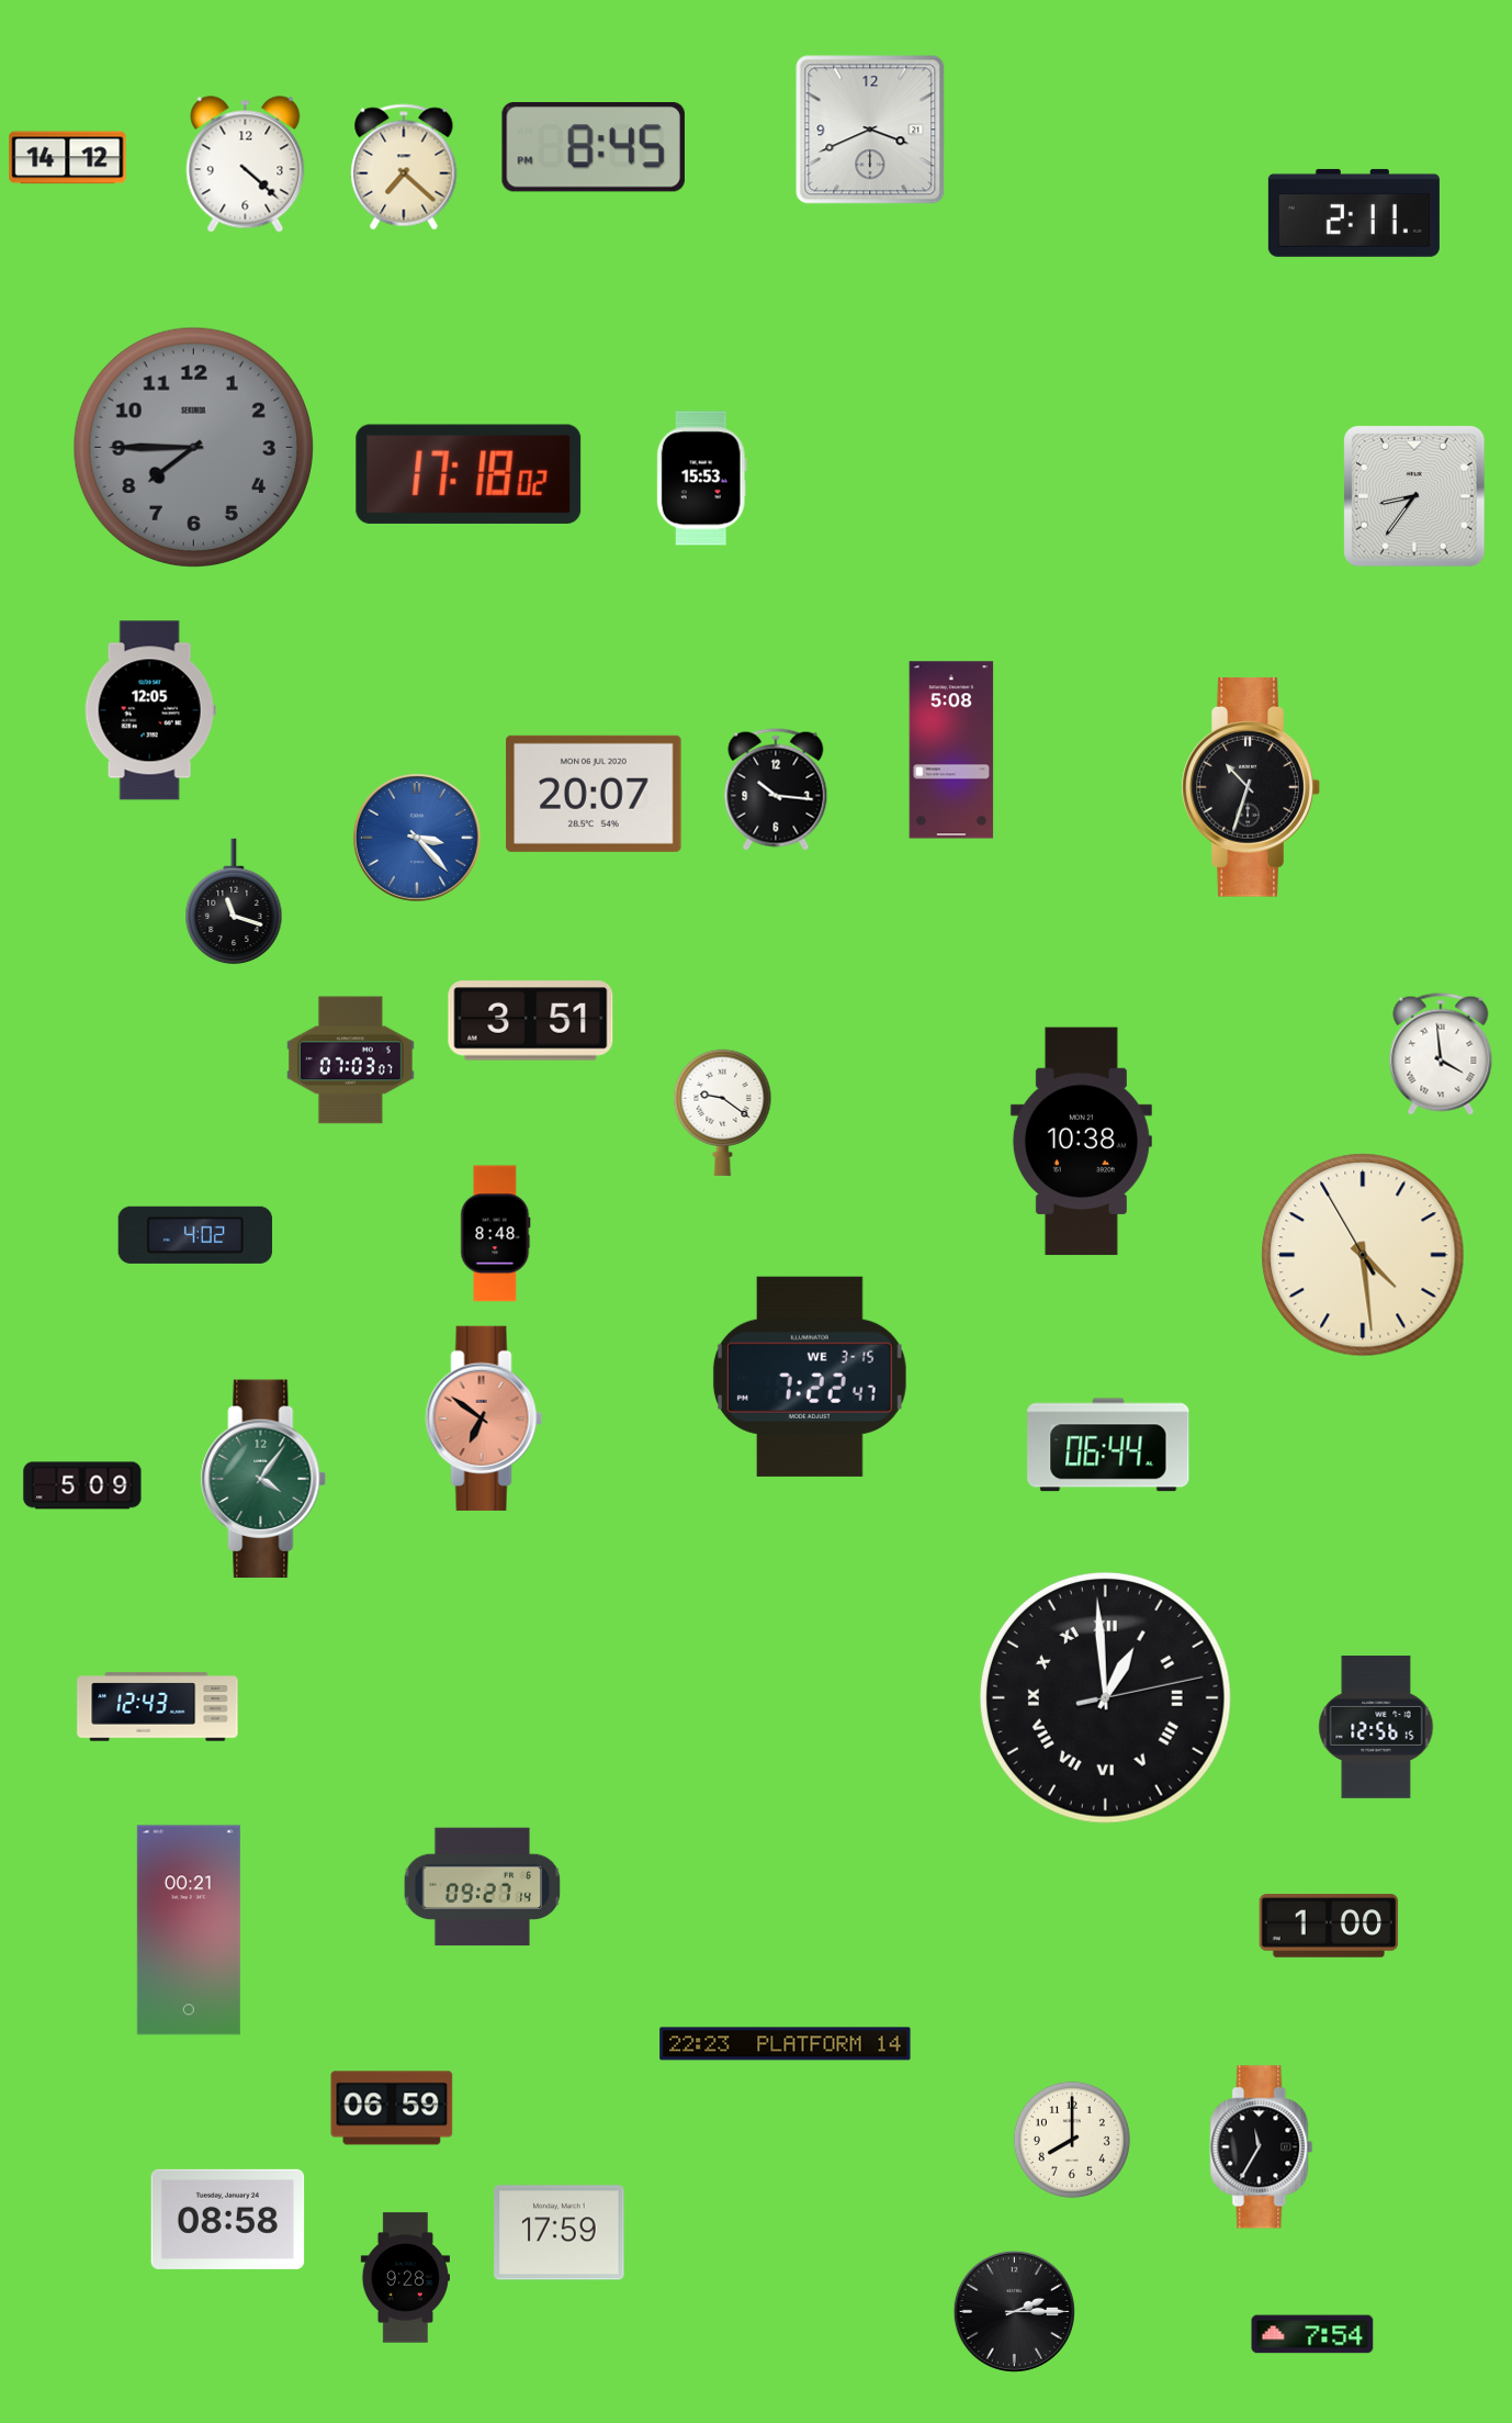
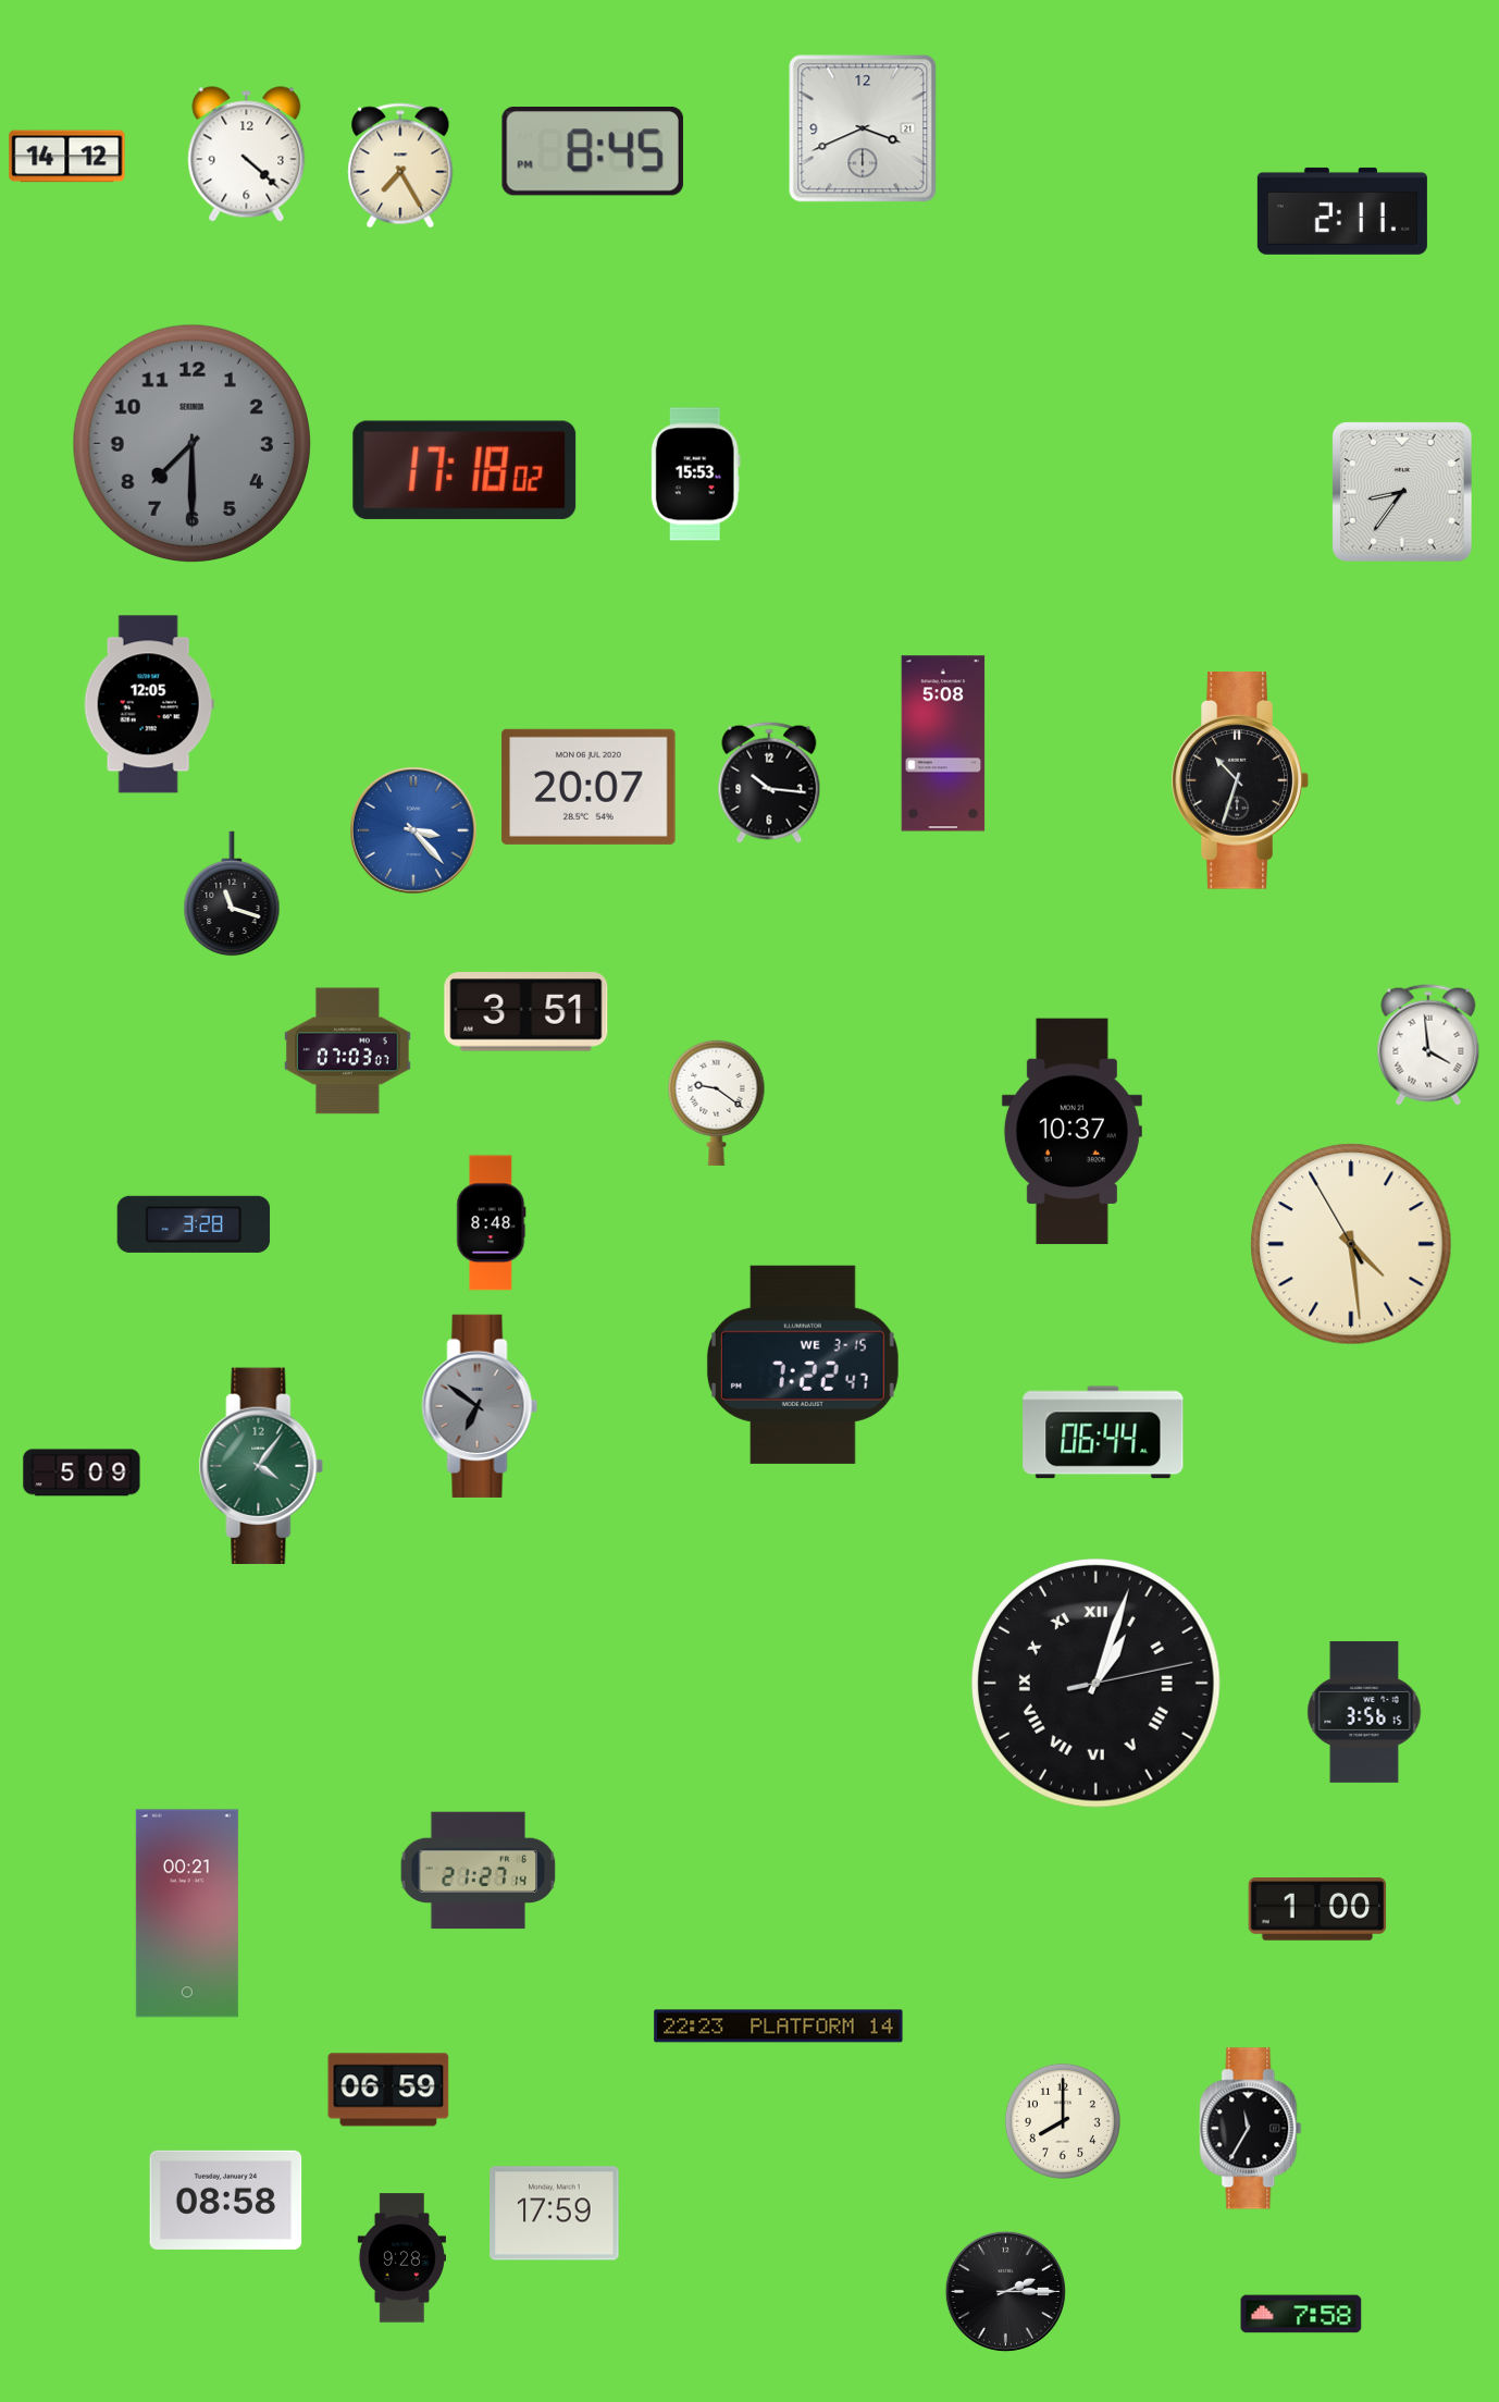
clock at (594, 148) position: (594, 148) -> (593, 152)
clock at (246, 165) position: (246, 165) -> (247, 155)
clock at (404, 167): 7:22 -> 7:25
clock at (193, 447): 7:45 -> 7:30
clock at (1081, 1142): 10:38 -> 10:37
clock at (195, 1235): 4:02 -> 3:28
clock at (484, 1418) dial: salmon -> grey
clock at (1108, 1445) position: (1108, 1445) -> (1103, 1432)
clock at (1105, 1697): 12:59 -> 1:03
clock at (158, 1707): 12:43 -> none
clock at (1376, 1727): 12:56 -> 3:56
clock at (483, 1887): 09:27 -> 21:27
clock at (1312, 2334): 7:54 -> 7:58
